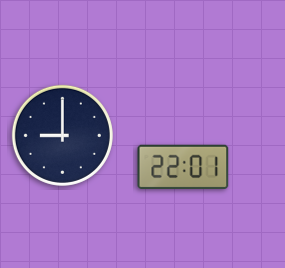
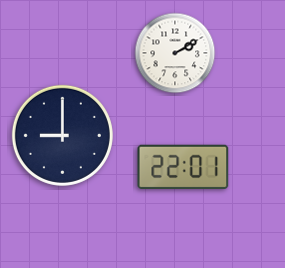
clock at (175, 53): none -> 2:10
